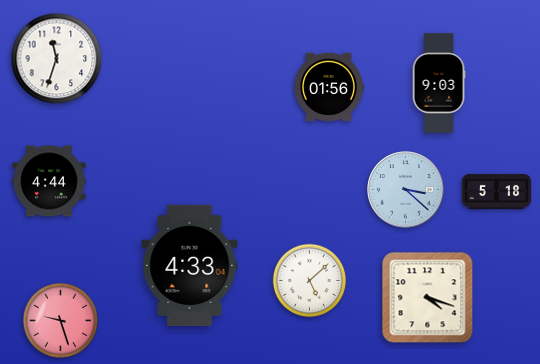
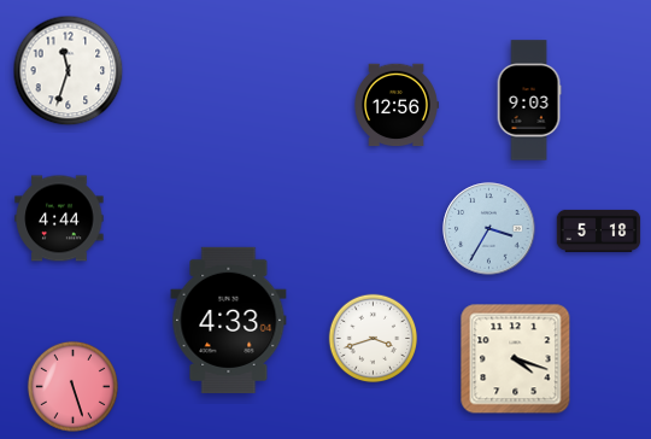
clock at (329, 87): 01:56 -> 12:56
clock at (406, 190): 3:22 -> 3:35
clock at (310, 281): 5:08 -> 3:42
clock at (60, 320): 9:27 -> 5:27
